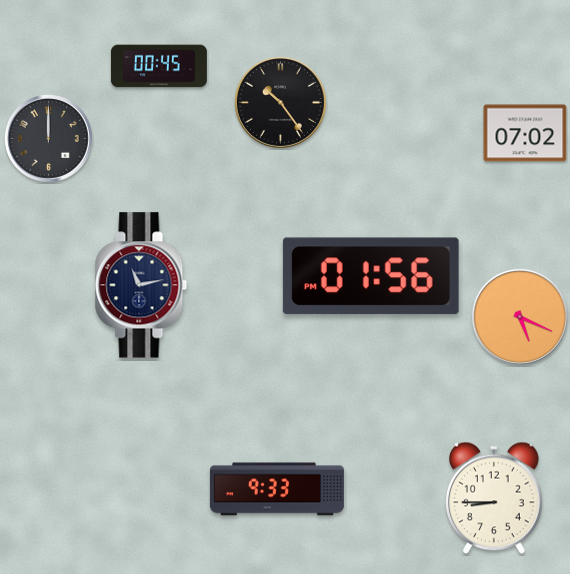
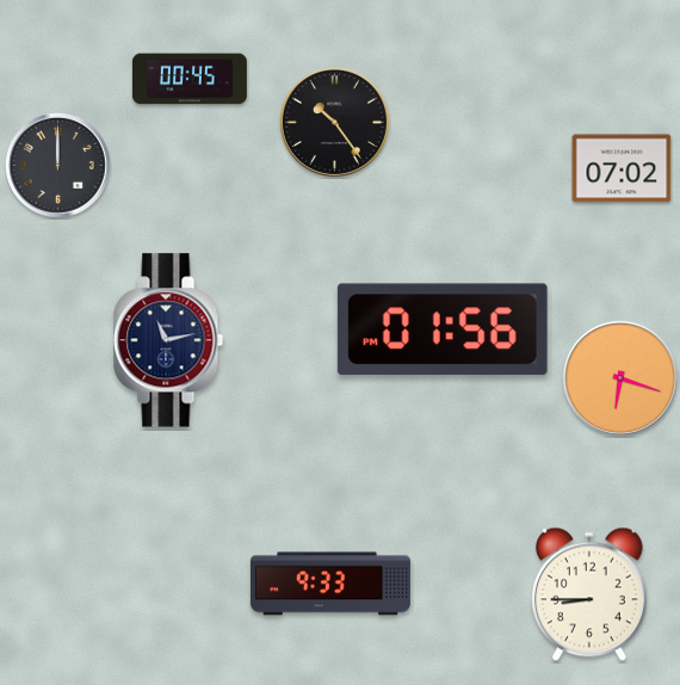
clock at (525, 133) position: (525, 133) -> (622, 168)
clock at (520, 317): 5:19 -> 6:18
